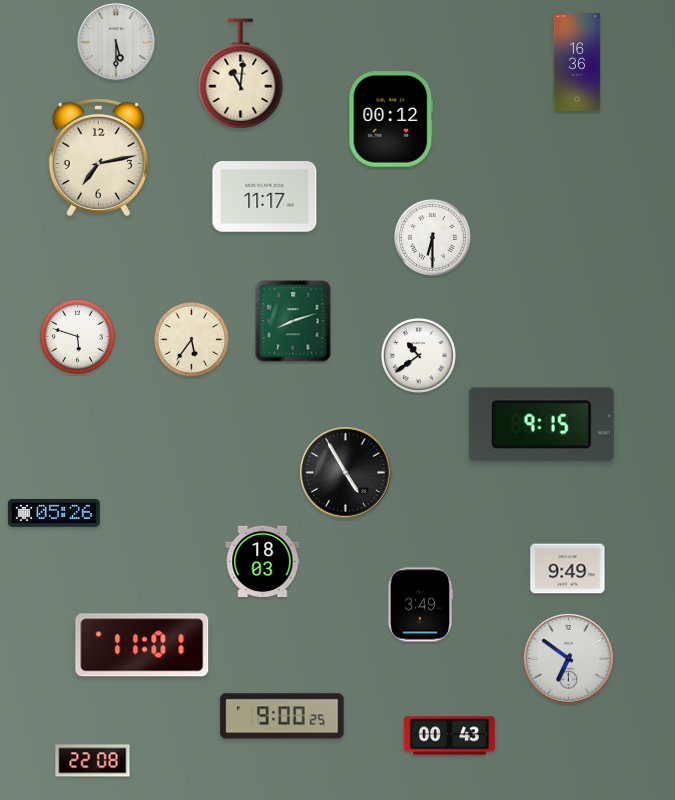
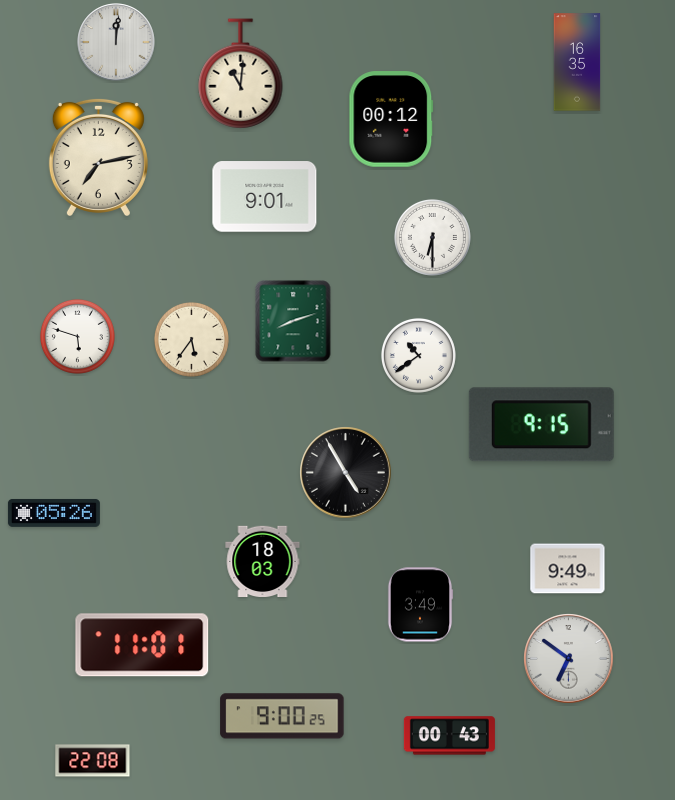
clock at (116, 42): 5:30 -> 12:01
clock at (577, 62): 16:36 -> 16:35
clock at (265, 197): 11:17 -> 9:01
